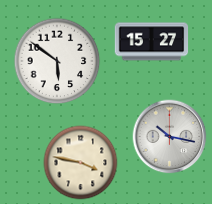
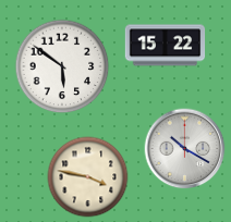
clock at (152, 42): 15:27 -> 15:22
clock at (170, 137): 10:17 -> 10:20
